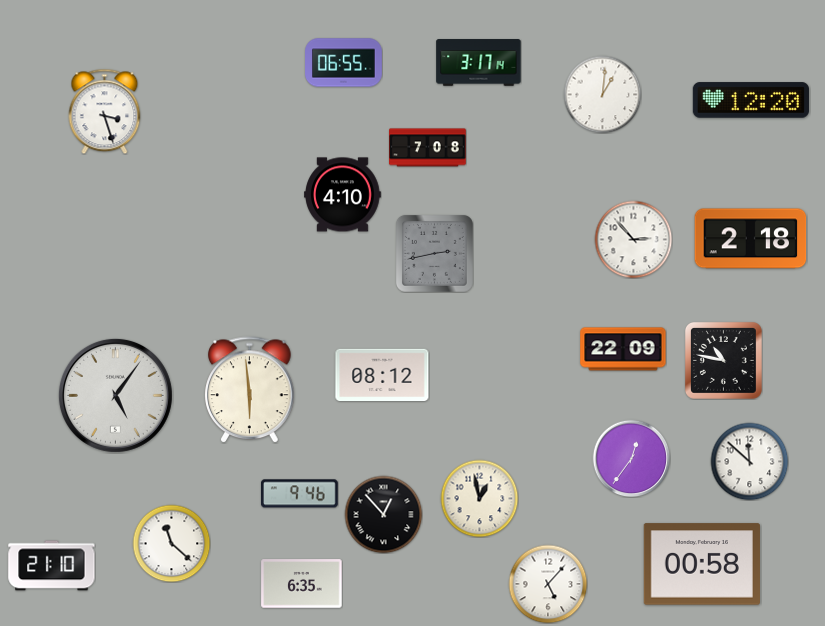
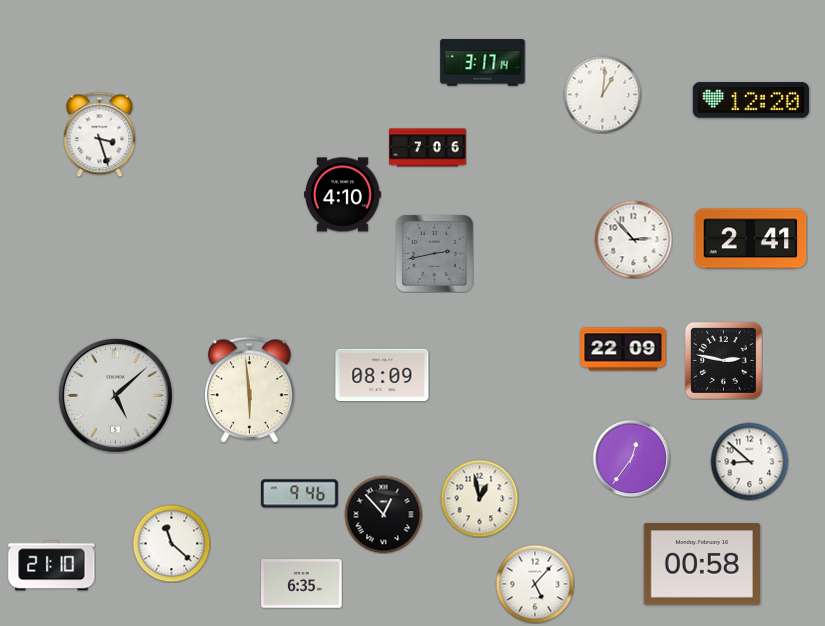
clock at (344, 63): 06:55 -> none
clock at (479, 63) position: (479, 63) -> (483, 63)
clock at (105, 111) position: (105, 111) -> (100, 134)
clock at (428, 148): 7:08 -> 7:06
clock at (751, 239): 2:18 -> 2:41
clock at (723, 360): 10:47 -> 2:47
clock at (382, 374): 08:12 -> 08:09
clock at (115, 395): 5:06 -> 5:08
clock at (749, 461): 11:52 -> 8:52
clock at (548, 584) position: (548, 584) -> (535, 584)
